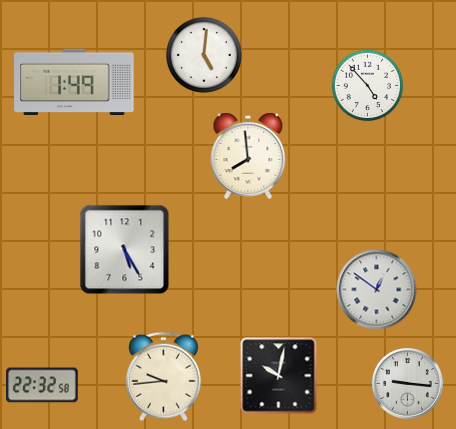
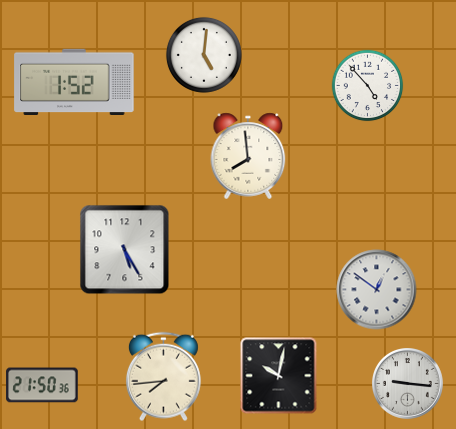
clock at (74, 81): 1:49 -> 1:52
clock at (163, 377): 9:44 -> 7:44
clock at (42, 385): 22:32 -> 21:50
